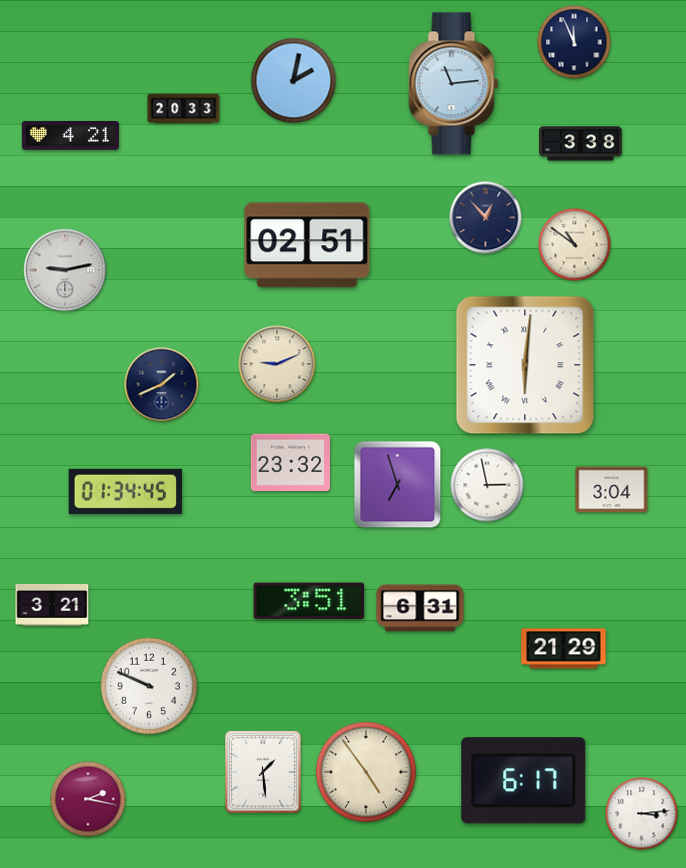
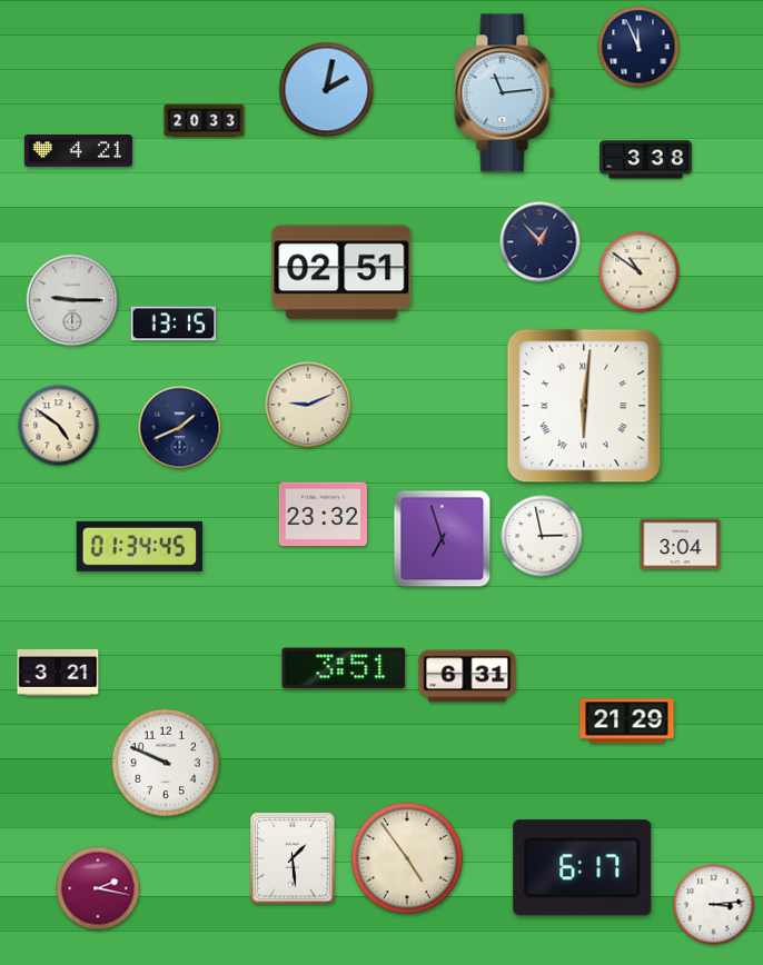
clock at (65, 270): 9:13 -> 9:15
clock at (174, 324): none -> 13:15
clock at (59, 426): none -> 4:51
clock at (487, 485) position: (487, 485) -> (542, 536)
